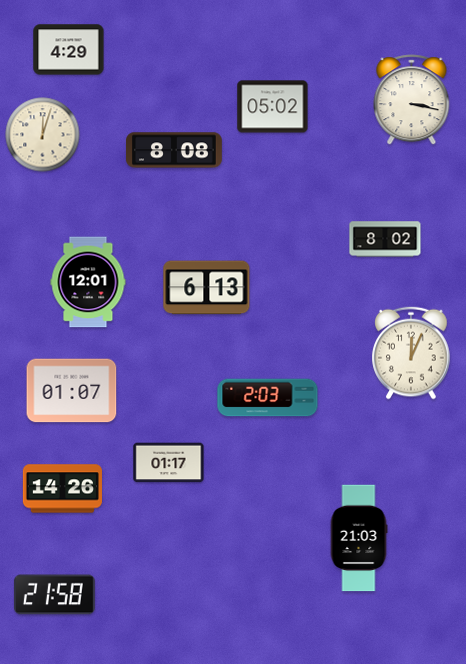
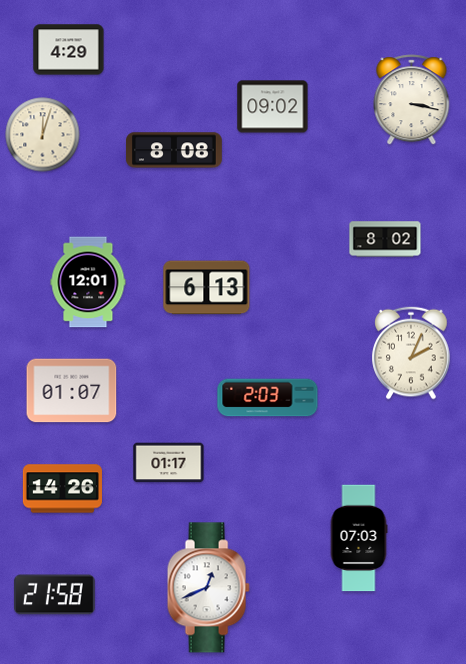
clock at (273, 107): 05:02 -> 09:02
clock at (411, 353): 12:04 -> 2:04
clock at (359, 538): 21:03 -> 07:03
clock at (208, 588): none -> 12:41
